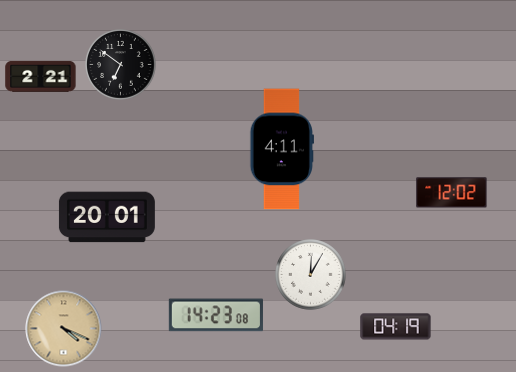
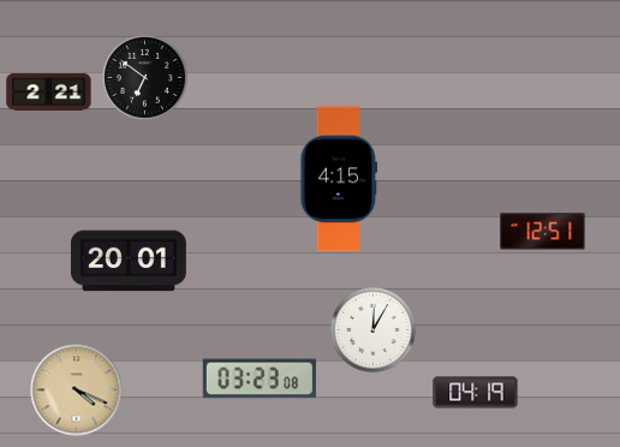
clock at (281, 149): 4:11 -> 4:15
clock at (452, 193): 12:02 -> 12:51
clock at (216, 315): 14:23 -> 03:23
clock at (64, 329) position: (64, 329) -> (77, 391)
